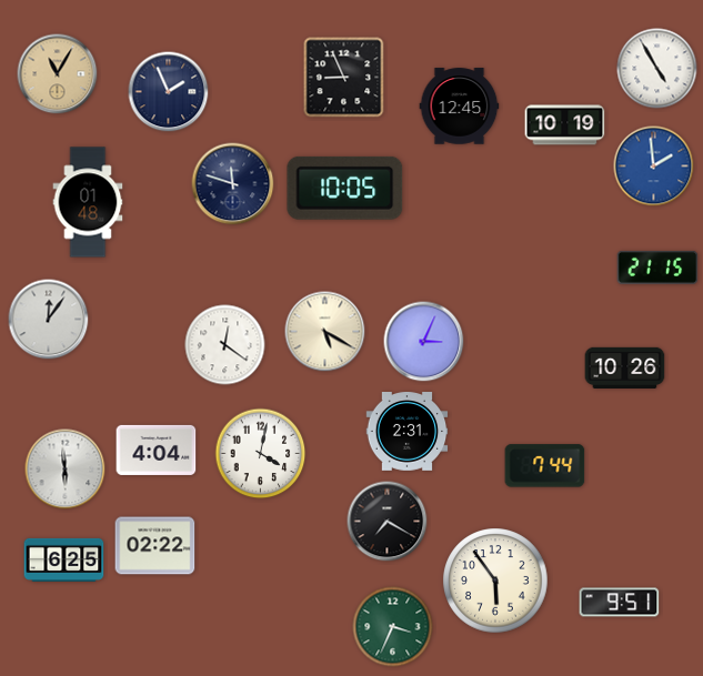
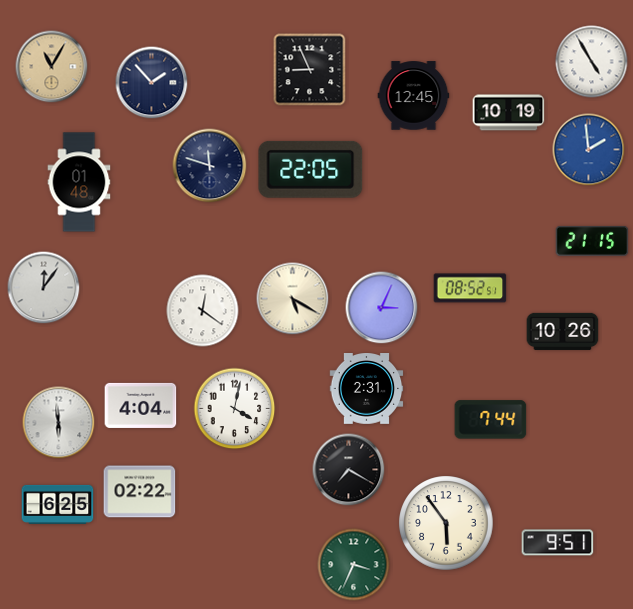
clock at (169, 92): 1:56 -> 1:53
clock at (345, 188): 10:05 -> 22:05
clock at (470, 288): none -> 08:52
